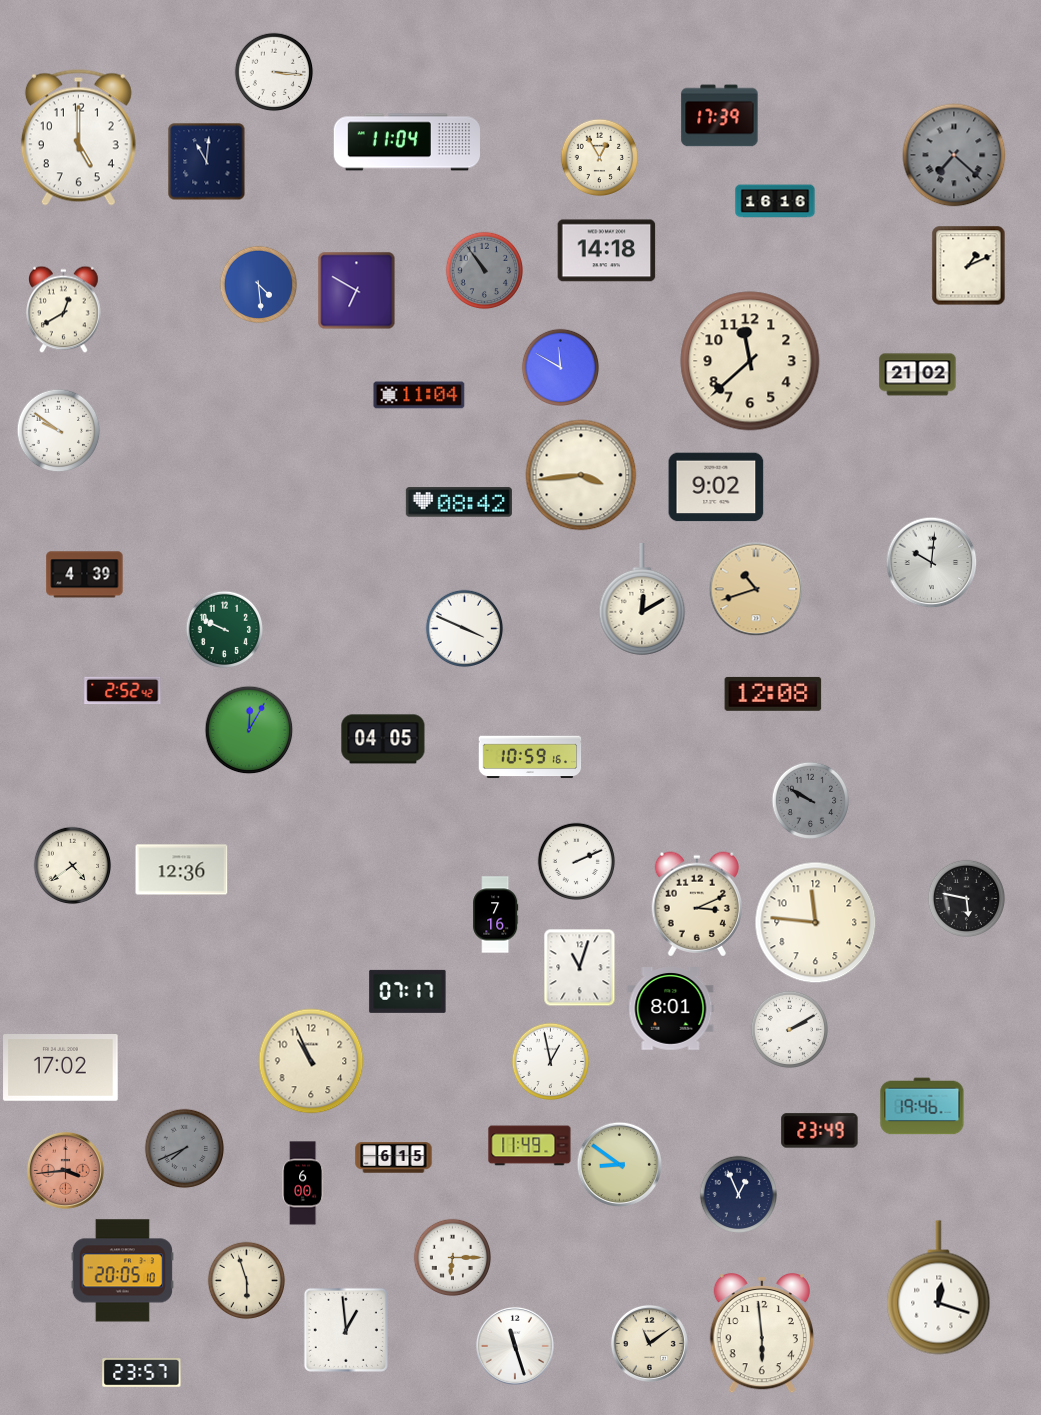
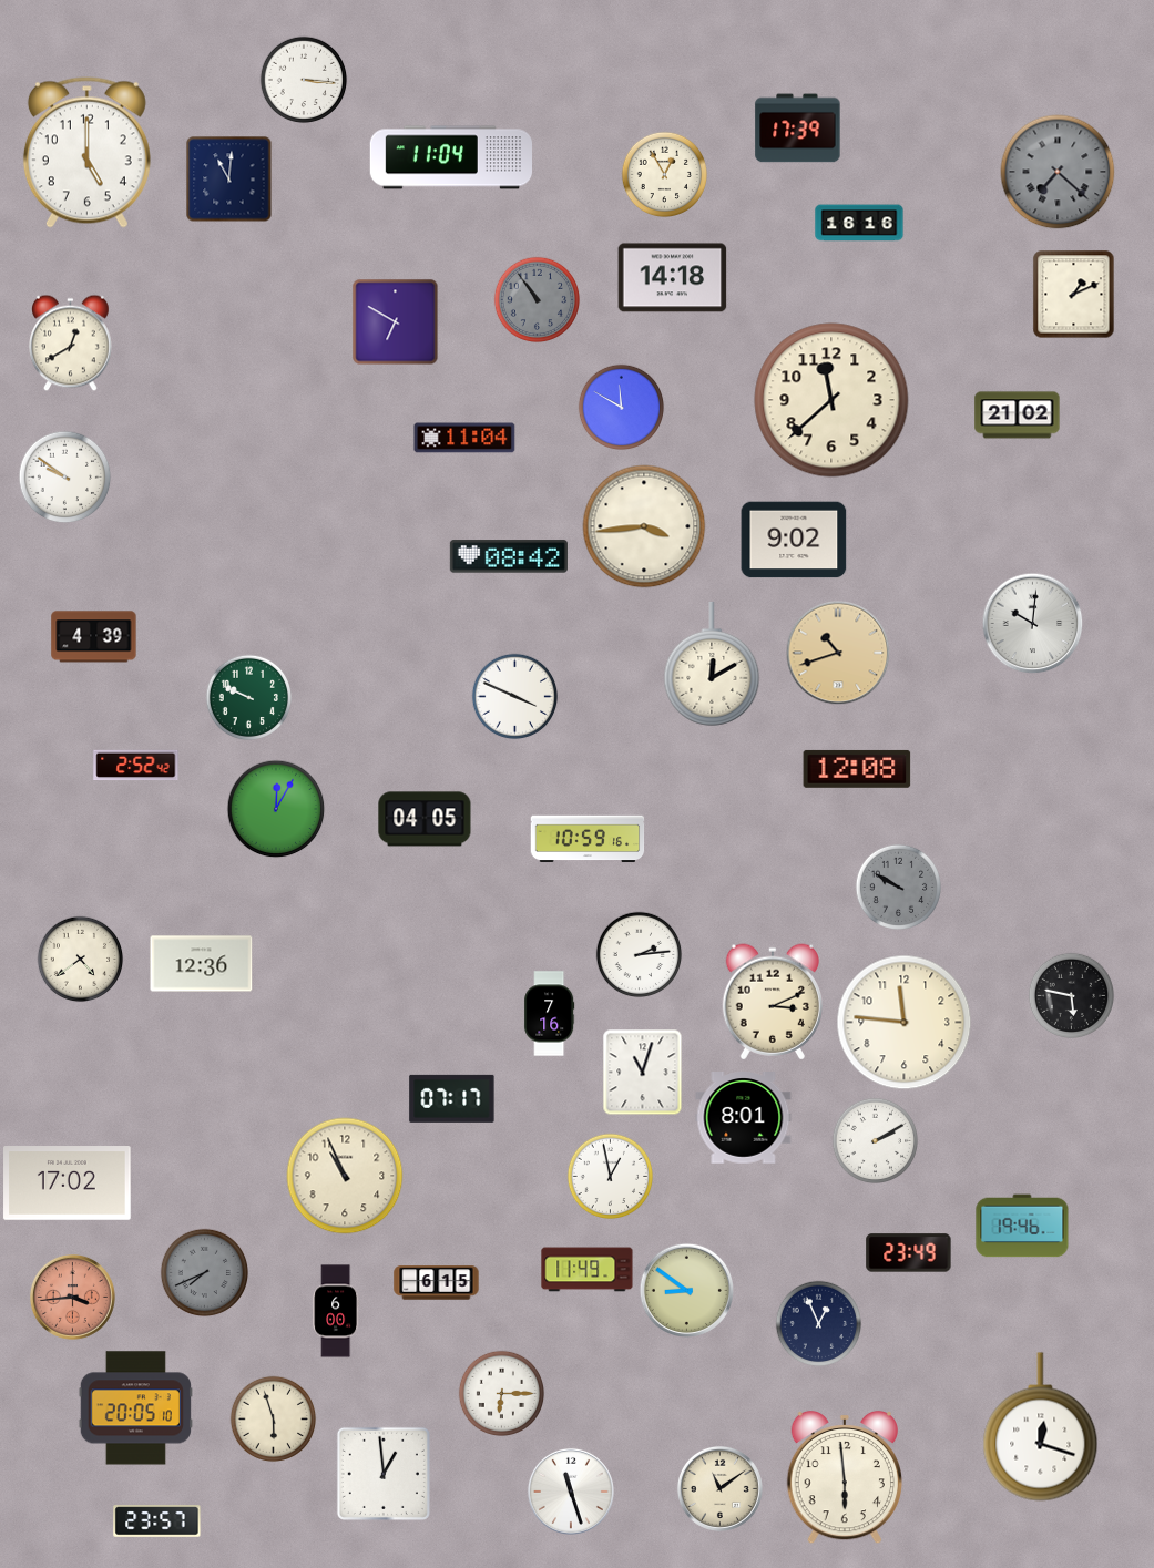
clock at (258, 284): 4:29 -> none
clock at (576, 861): 2:11 -> 2:14
